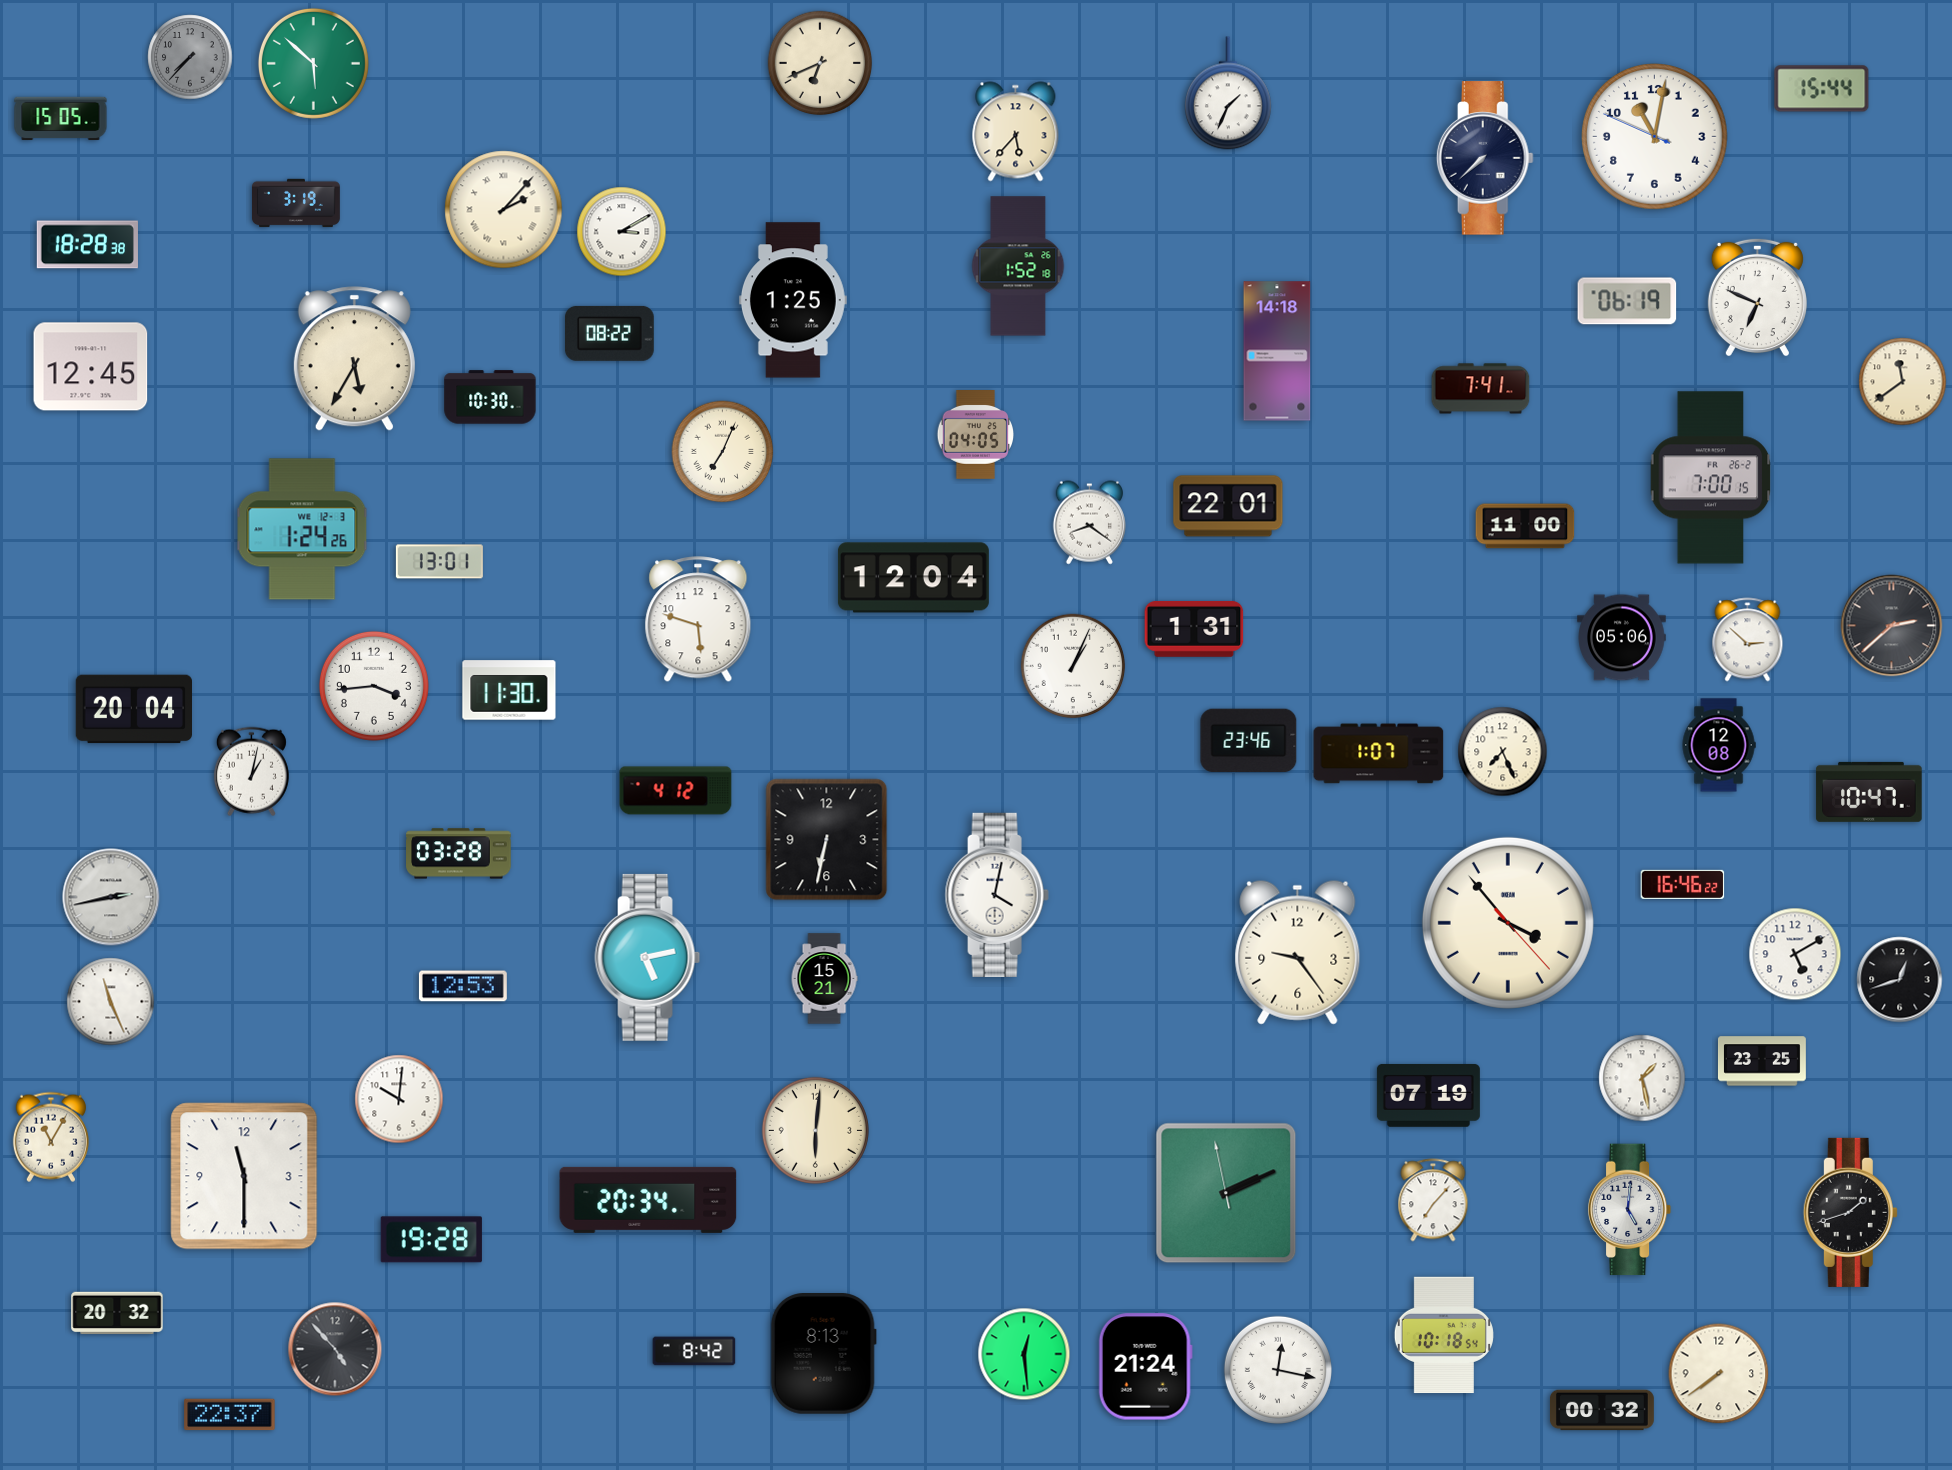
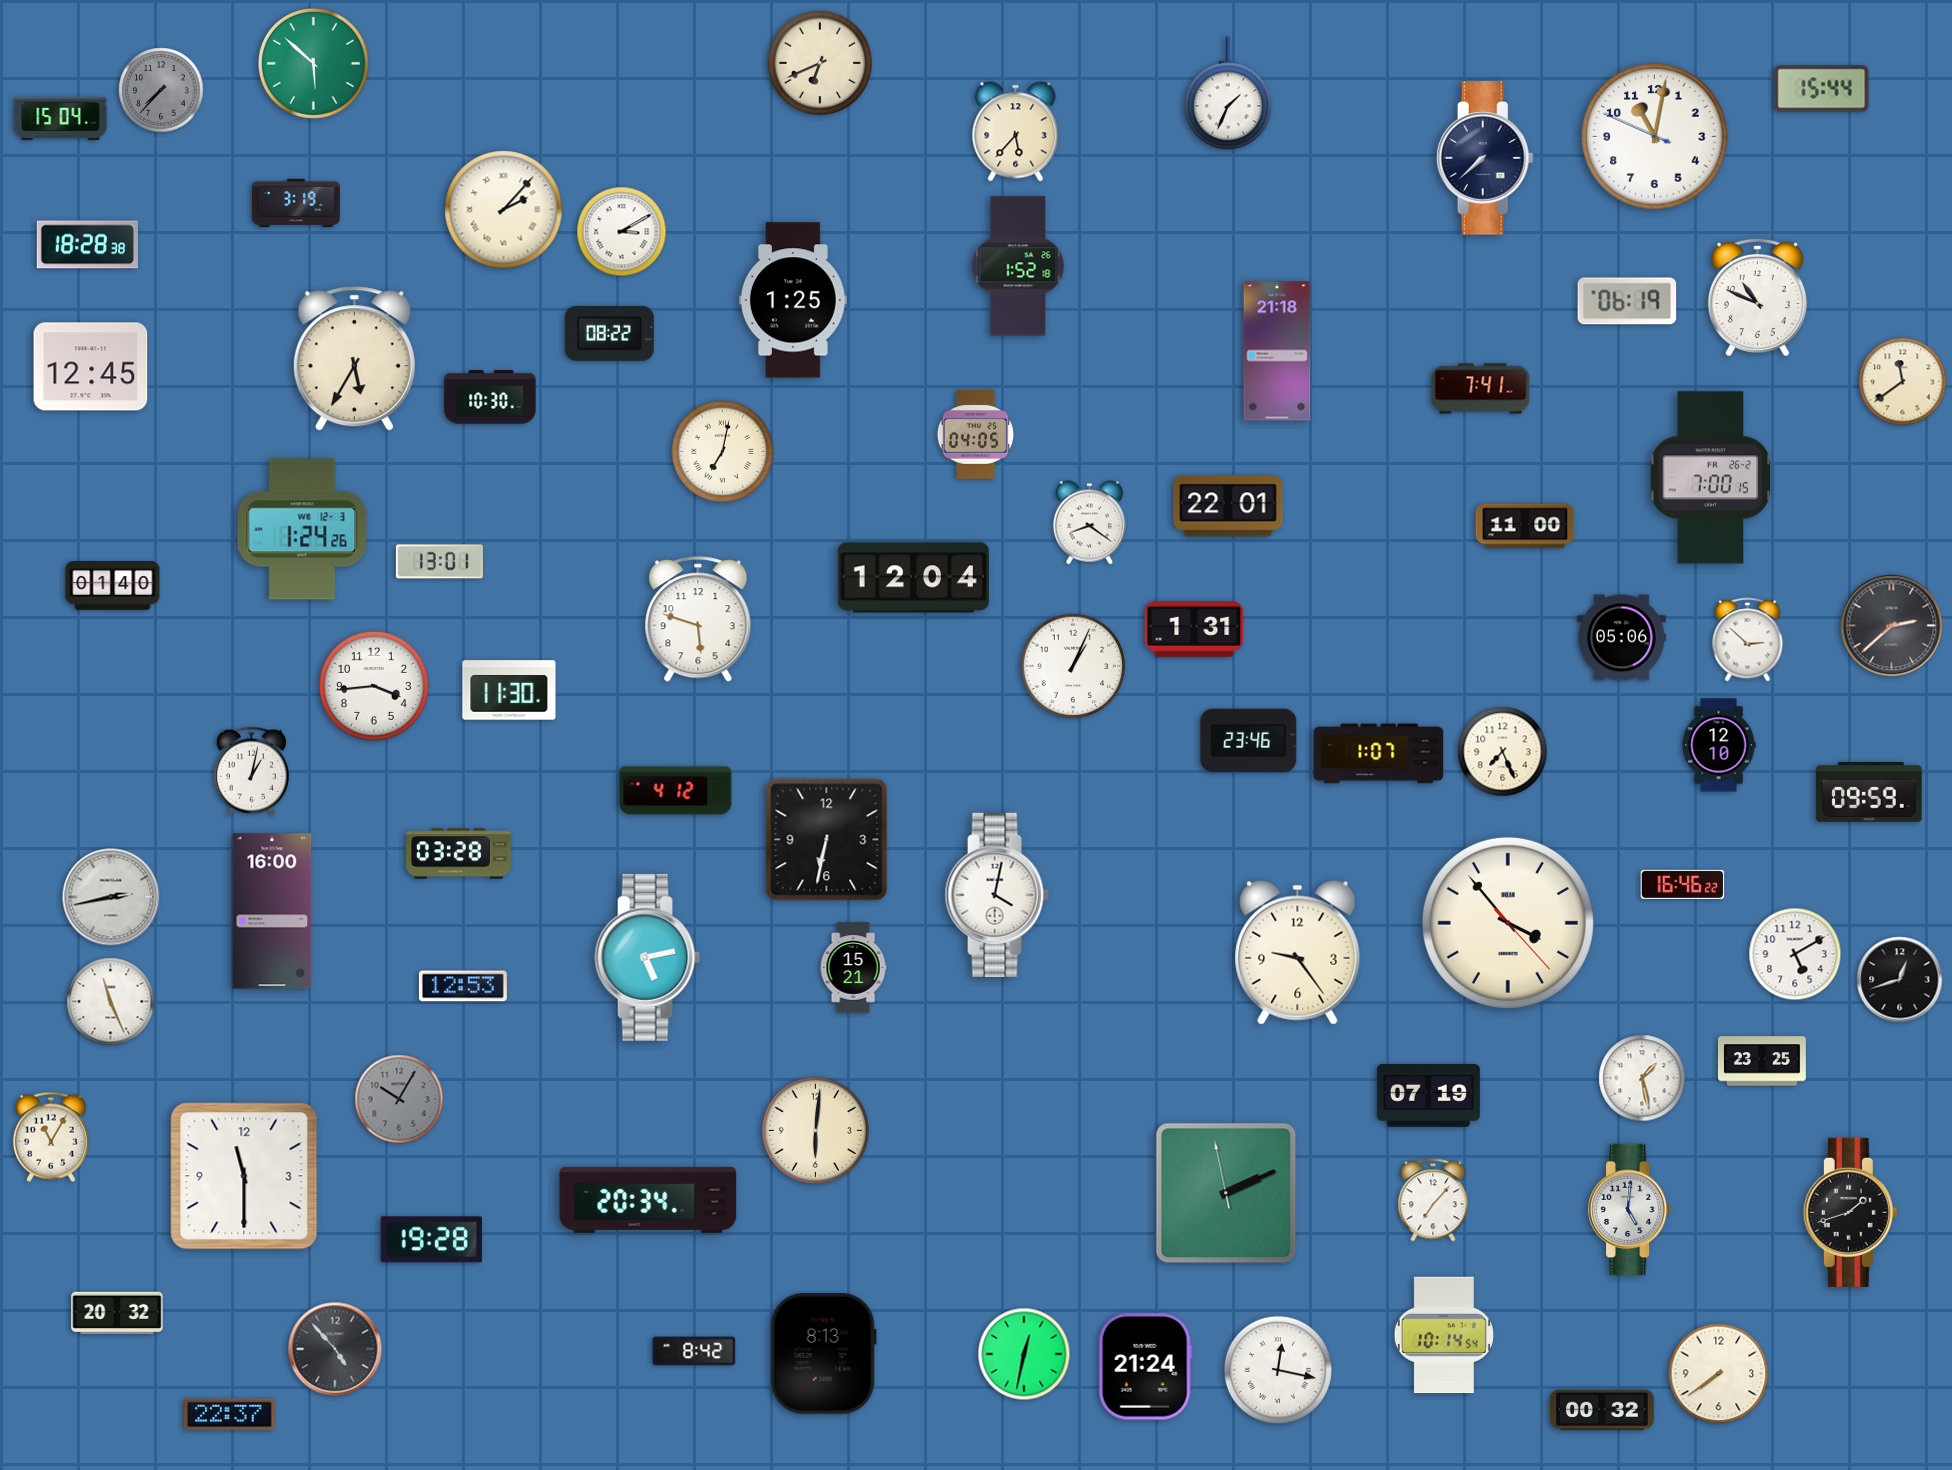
clock at (190, 57) position: (190, 57) -> (161, 90)
clock at (61, 119): 15:05 -> 15:04
clock at (1757, 297): 6:49 -> 10:49
clock at (1277, 351): 14:18 -> 21:18
clock at (723, 452): 7:04 -> 7:02
clock at (113, 586): none -> 01:40
clock at (133, 709): 20:04 -> none
clock at (1719, 745): 12:08 -> 12:10
clock at (1869, 792): 10:47 -> 09:59
clock at (272, 911): none -> 16:00
clock at (824, 979) position: (824, 979) -> (853, 968)
clock at (399, 1099): 10:01 -> 10:05
clock at (399, 1099) dial: white -> grey
clock at (1444, 1335): 10:18 -> 10:14
clock at (1024, 1354): 12:29 -> 12:32
